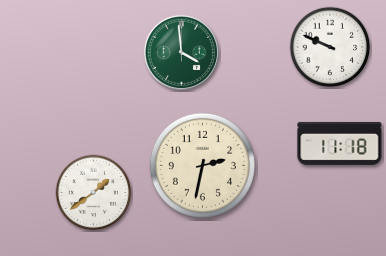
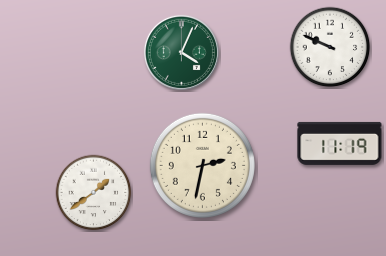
clock at (181, 52): 3:59 -> 4:04
clock at (340, 143): 11:18 -> 11:19
